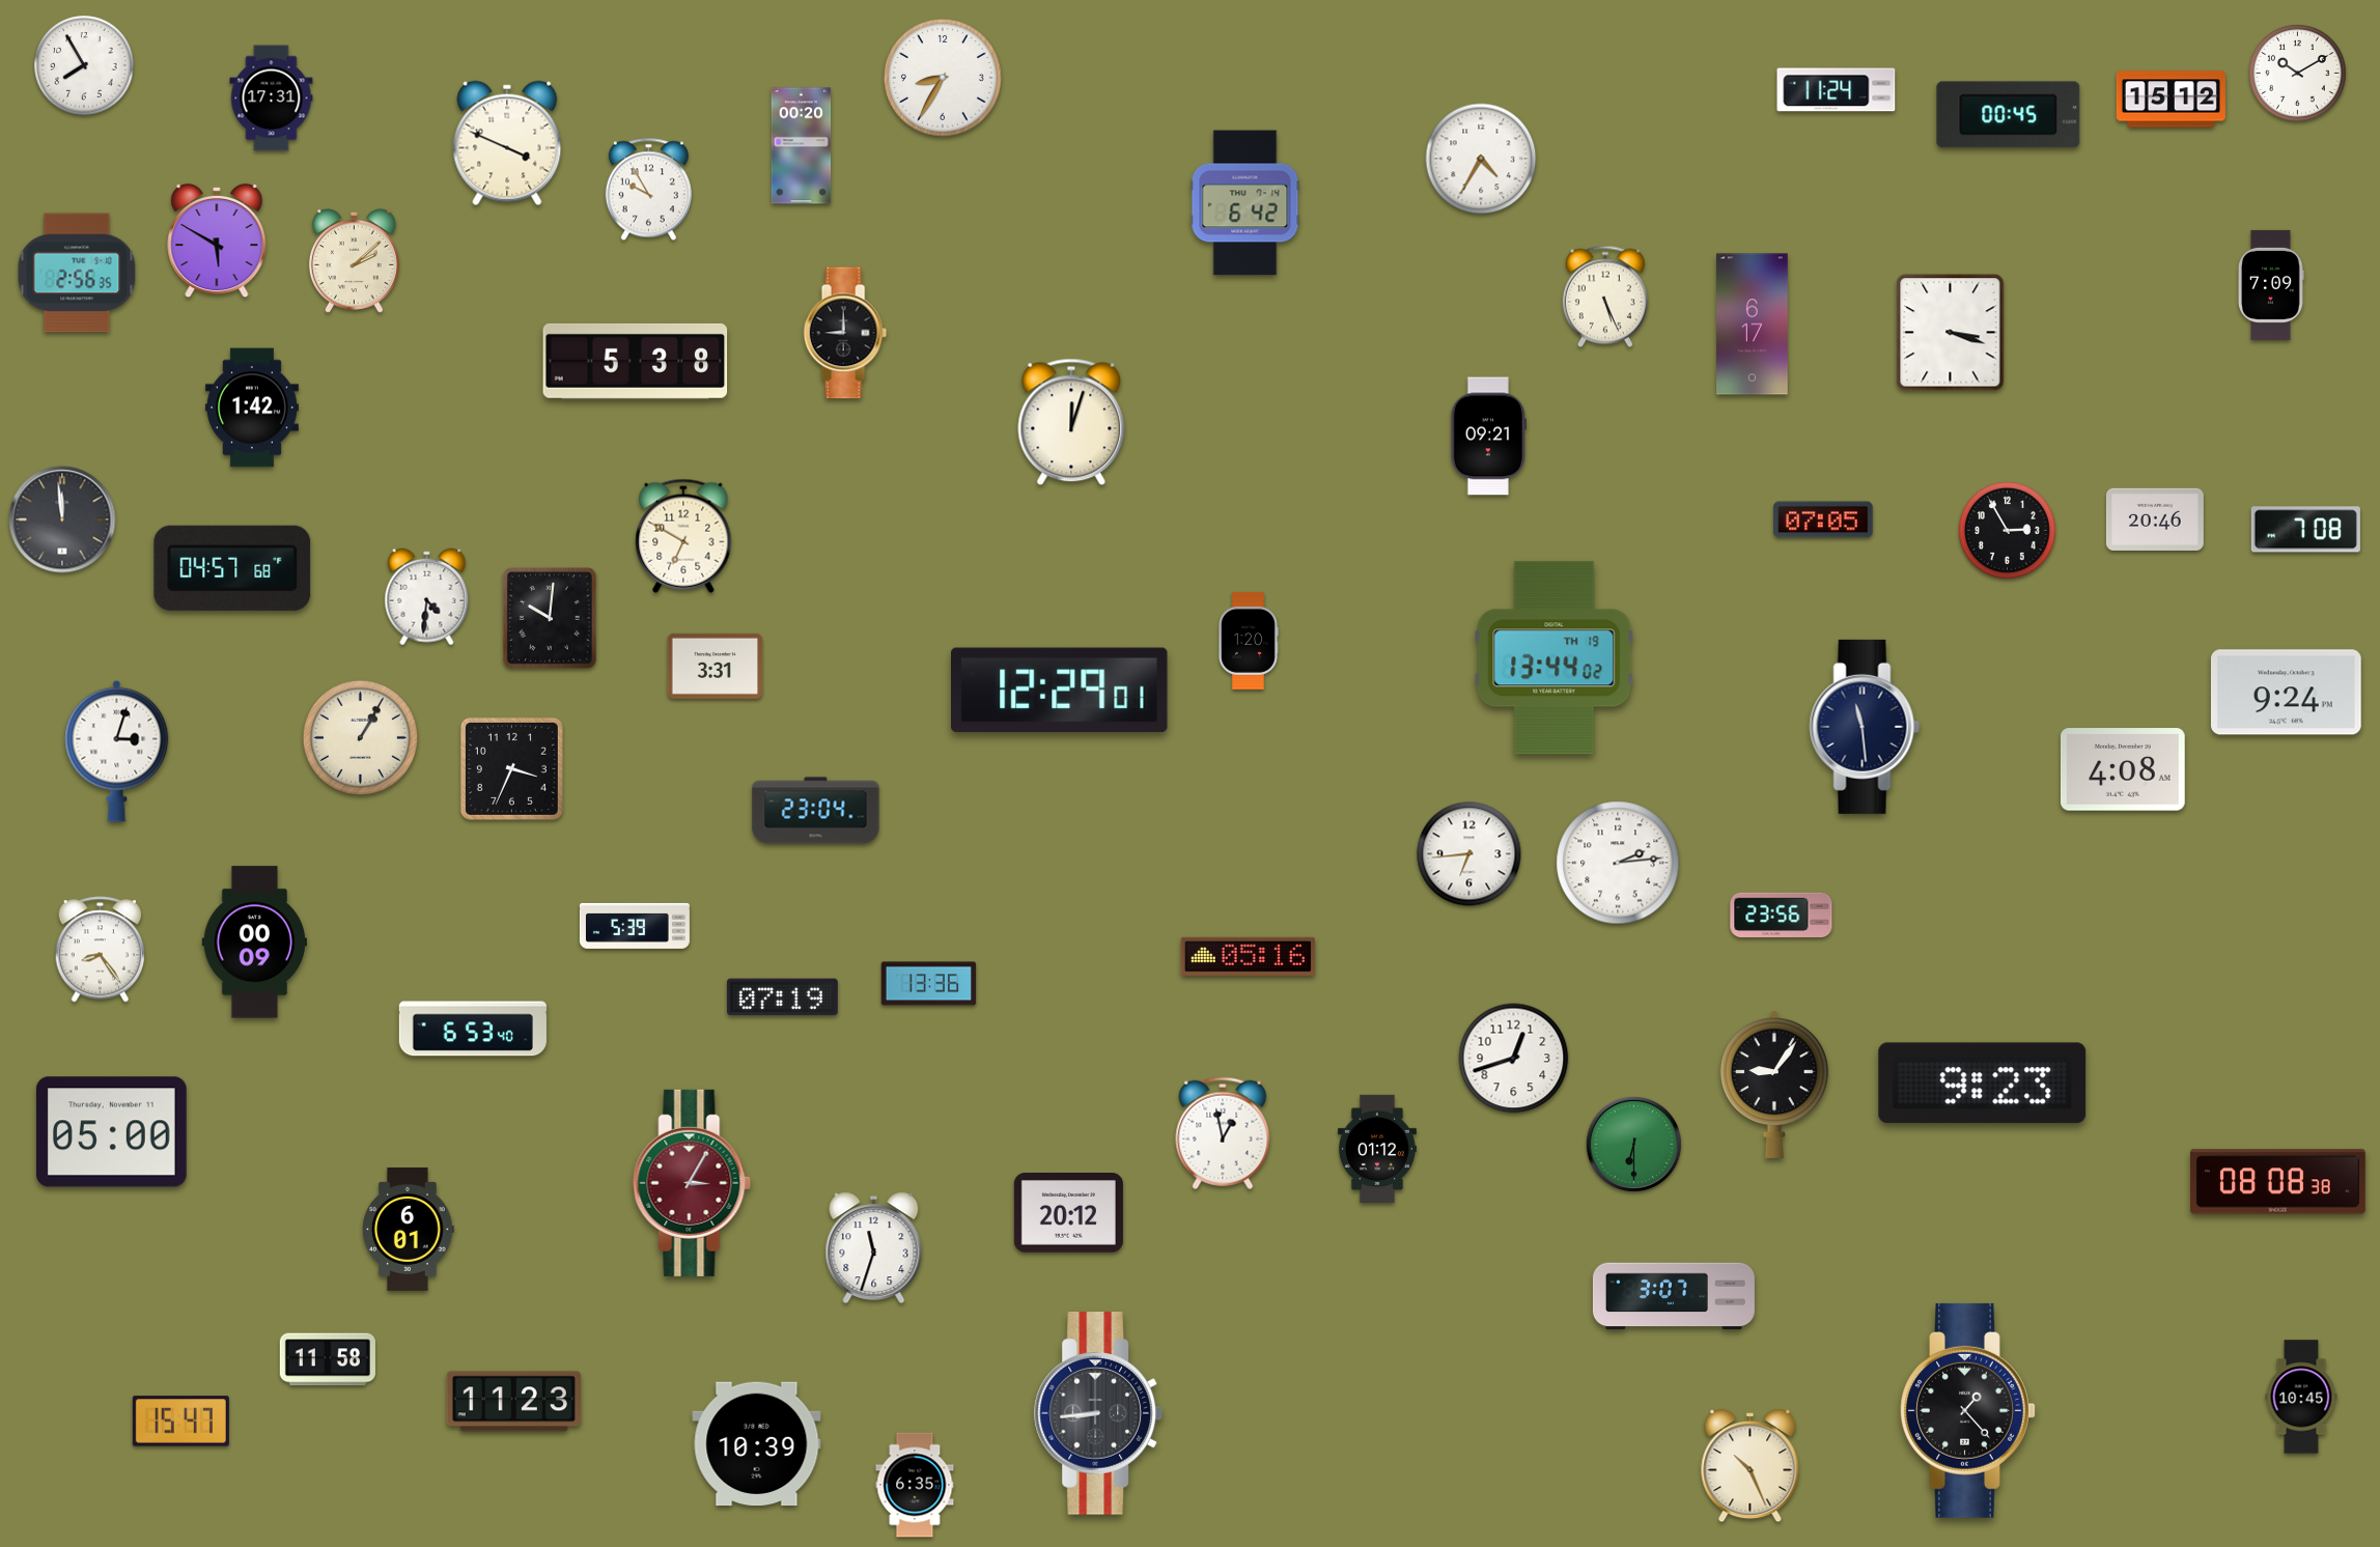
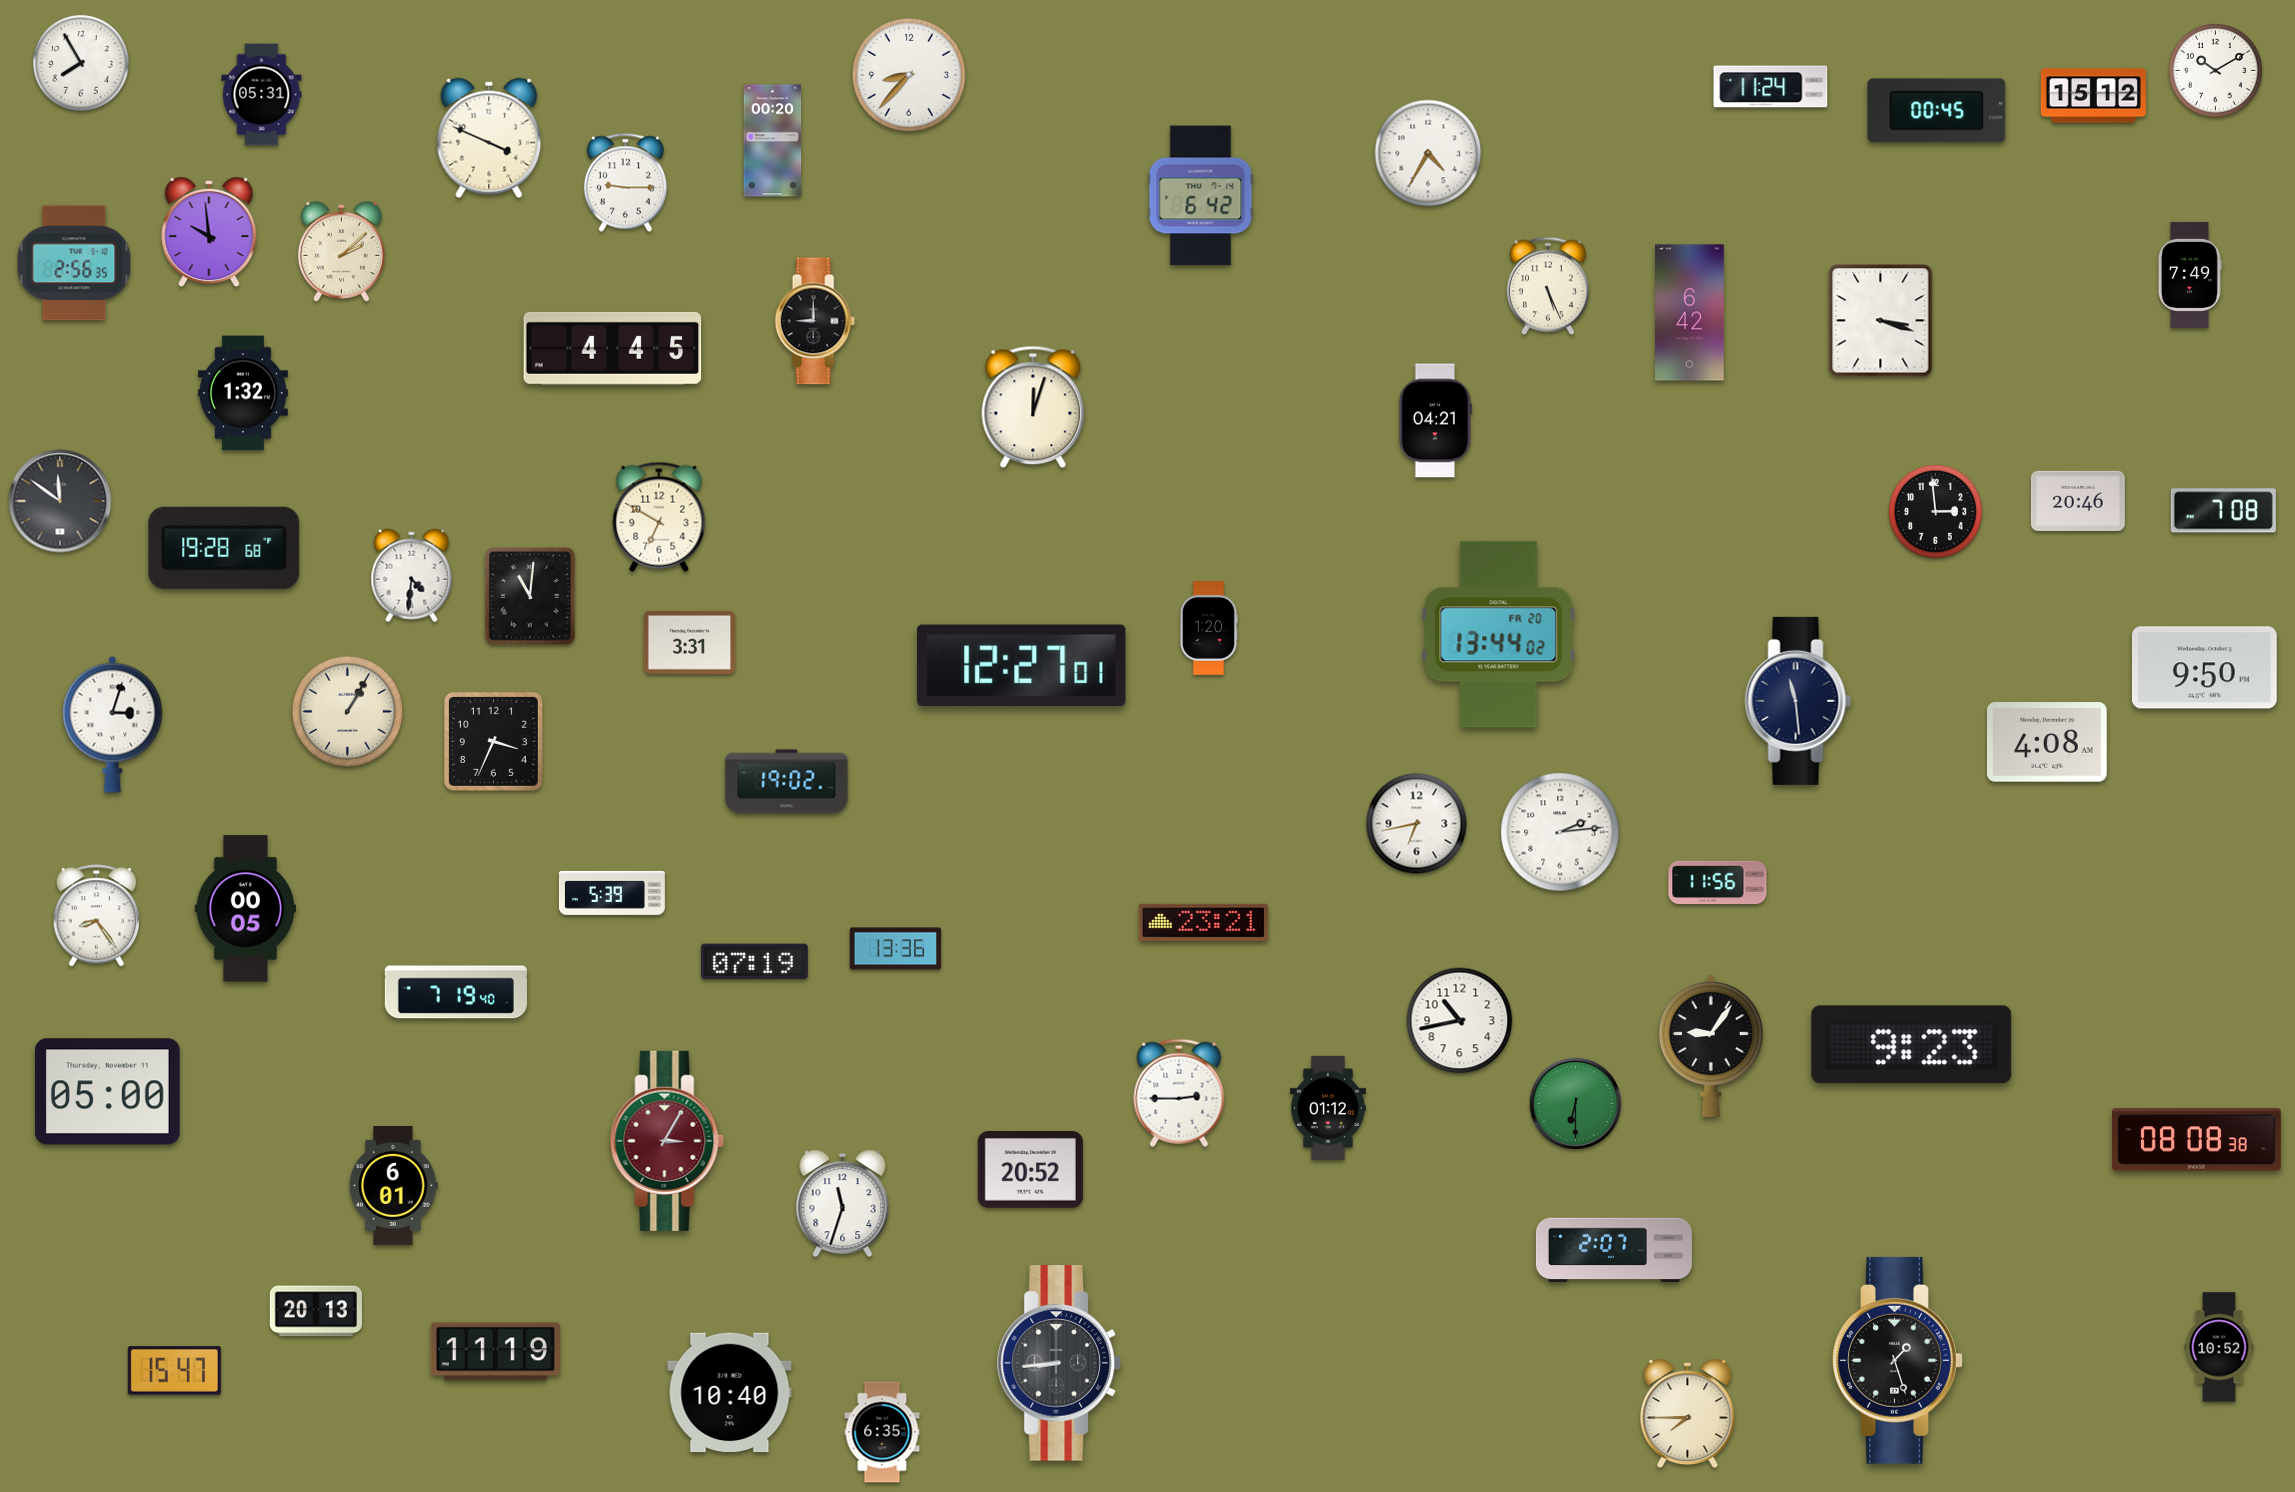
clock at (943, 78): 8:35 -> 8:37
clock at (272, 99): 17:31 -> 05:31
clock at (648, 190): 9:55 -> 9:15
clock at (217, 241): 5:50 -> 9:59
clock at (2271, 285): 7:09 -> 7:49
clock at (1753, 325): 6:17 -> 6:42
clock at (636, 361): 5:38 -> 4:45
clock at (252, 407): 1:42 -> 1:32
clock at (1488, 437): 09:21 -> 04:21
clock at (62, 519): 11:59 -> 11:51
clock at (1823, 519): 07:05 -> none
clock at (2008, 531): 2:55 -> 2:59
clock at (232, 568): 04:57 -> 19:28
clock at (550, 618): 10:01 -> 11:01
clock at (1249, 641) position: (1249, 641) -> (1209, 628)
clock at (1555, 658) date: TH 19 -> FR 20
clock at (1060, 690): 12:29 -> 12:27
clock at (2286, 693): 9:24 -> 9:50
clock at (816, 811): 23:04 -> 19:02
clock at (1469, 854): 6:44 -> 6:43
clock at (1782, 916): 23:56 -> 11:56
clock at (254, 943): 00:09 -> 00:05
clock at (1248, 956): 05:16 -> 23:21
clock at (473, 1029): 6:53 -> 7:19
clock at (1514, 1059): 12:42 -> 10:43
clock at (1223, 1133): 12:58 -> 2:45
clock at (1068, 1213): 20:12 -> 20:52
clock at (1674, 1296): 3:07 -> 2:07
clock at (328, 1359): 11:58 -> 20:13
clock at (2301, 1397): 10:45 -> 10:52
clock at (513, 1402): 11:23 -> 11:19
clock at (1968, 1410): 1:23 -> 1:27
clock at (757, 1444): 10:39 -> 10:40
clock at (1751, 1467): 10:26 -> 7:45
